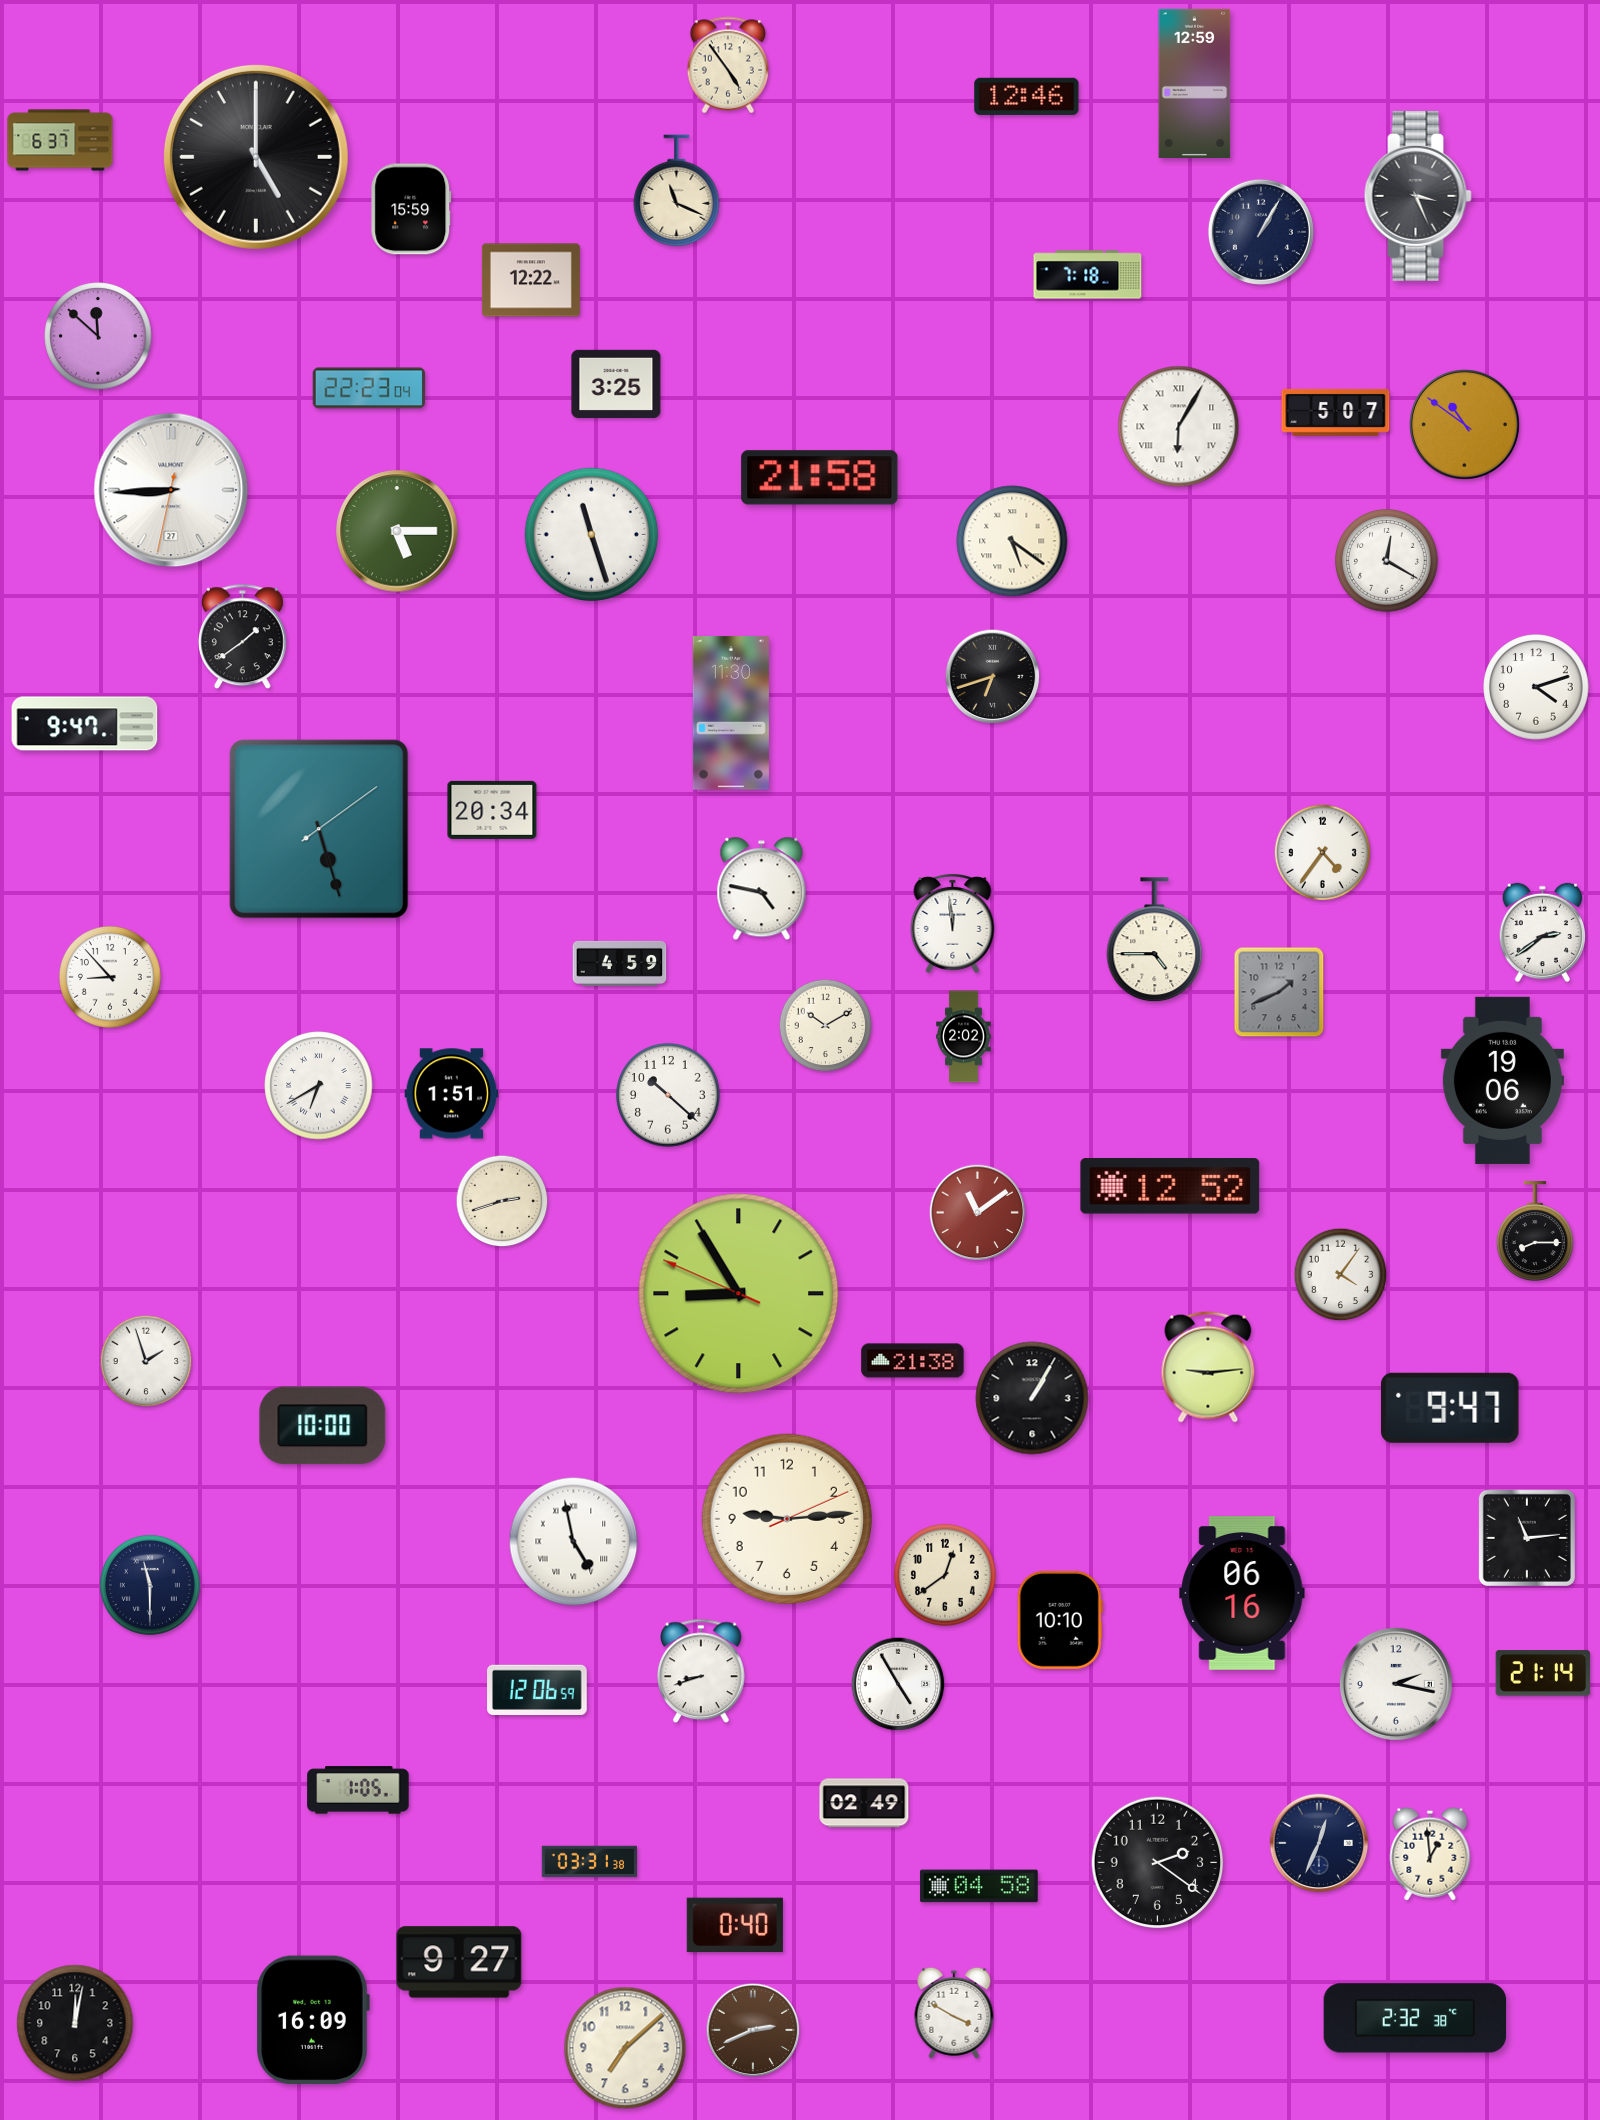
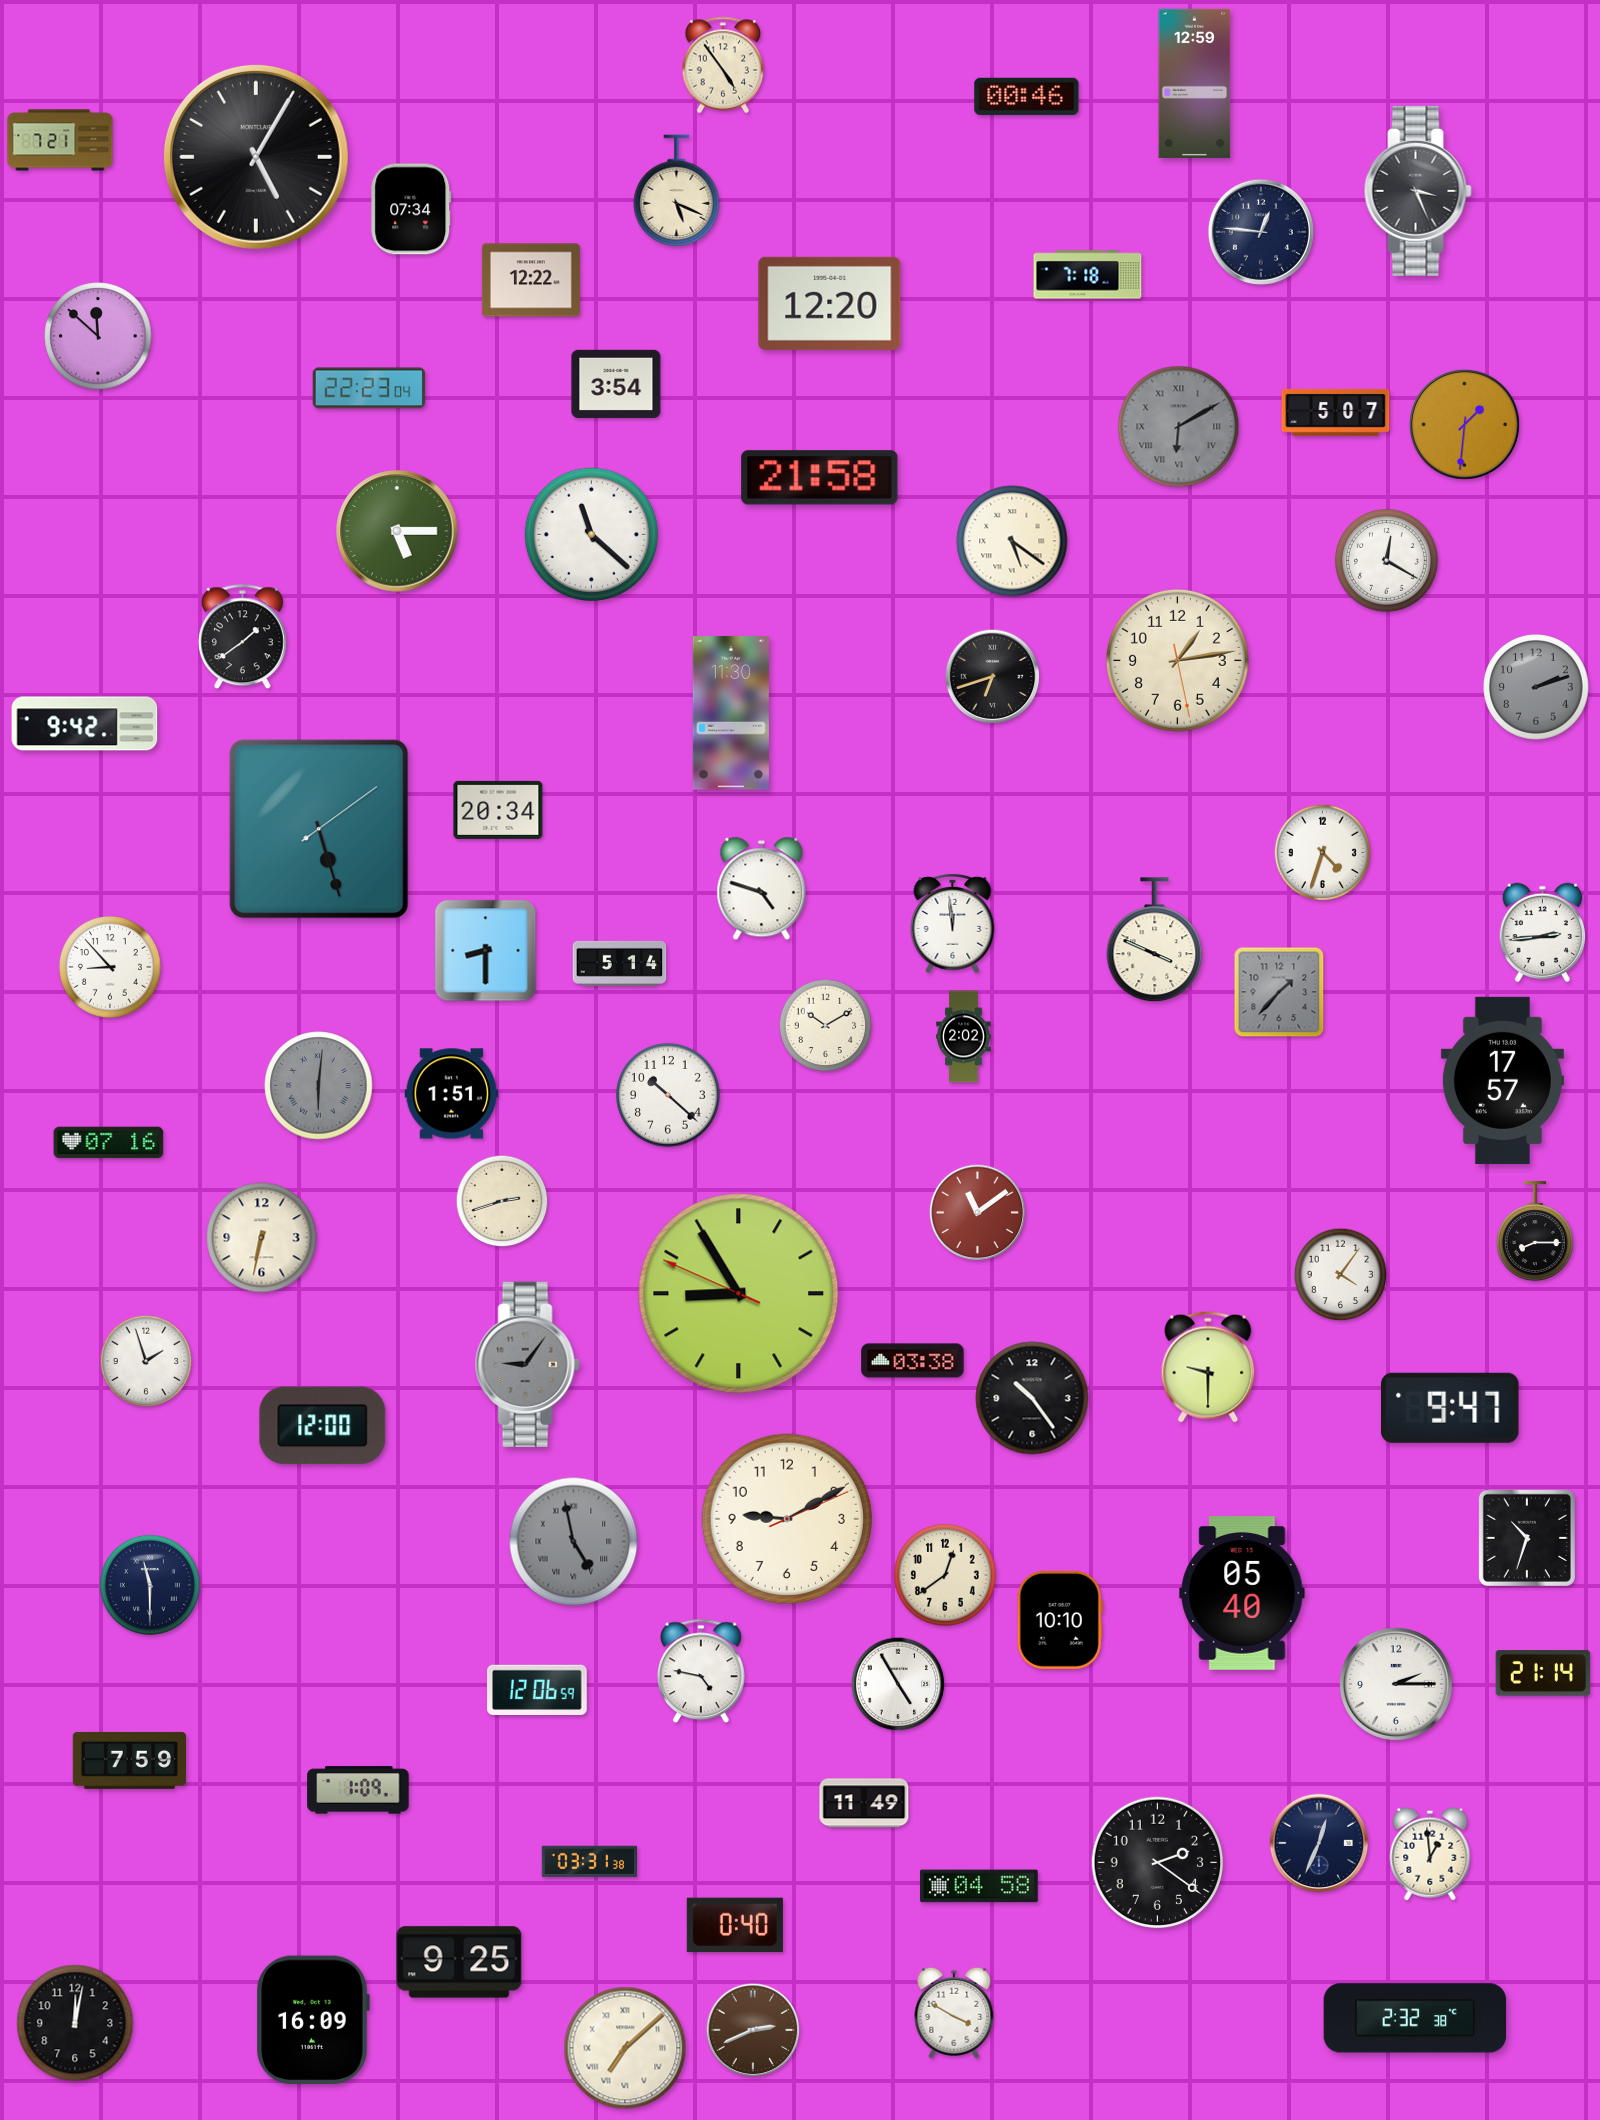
clock at (728, 65) position: (728, 65) -> (723, 65)
clock at (1027, 96): 12:46 -> 00:46
clock at (60, 140): 6:37 -> 7:21
clock at (256, 157): 5:00 -> 5:05
clock at (677, 190): 11:19 -> 5:19
clock at (1418, 196) position: (1418, 196) -> (1418, 191)
clock at (411, 209): 15:59 -> 07:34
clock at (1261, 232): 1:05 -> 12:46
clock at (830, 303): none -> 12:20
clock at (616, 384): 3:25 -> 3:54
clock at (1464, 424): 10:51 -> 1:31
clock at (1179, 427): 6:05 -> 6:10
clock at (1179, 427) dial: white -> grey
clock at (171, 490): 8:44 -> none
clock at (591, 534): 11:27 -> 11:22
clock at (1177, 660): none -> 1:13
clock at (1536, 687): 4:12 -> 2:12
clock at (1536, 687) dial: white -> grey
clock at (85, 724): 9:47 -> 9:42
clock at (492, 810) position: (492, 810) -> (498, 810)
clock at (1322, 852): 4:36 -> 4:33
clock at (762, 889): 4:47 -> 4:48
clock at (1543, 933): 2:39 -> 2:44
clock at (1155, 940): 4:45 -> 3:49
clock at (486, 951): none -> 8:30
clock at (620, 963): 4:59 -> 5:14
clock at (110, 977) position: (110, 977) -> (110, 967)
clock at (1279, 992): 1:41 -> 1:37
clock at (1502, 1080): 19:06 -> 17:57
clock at (319, 1086): 6:40 -> 6:01
clock at (319, 1086) dial: white -> grey
clock at (109, 1143): none -> 07:16
clock at (1170, 1186): 12:52 -> none
clock at (262, 1238): none -> 6:32
clock at (913, 1361): 21:38 -> 03:38
clock at (527, 1364): none -> 9:06
clock at (1208, 1367): 9:14 -> 9:30
clock at (1032, 1398): 1:05 -> 10:24
clock at (323, 1426): 10:00 -> 12:00
clock at (786, 1518): 9:14 -> 9:10
clock at (1527, 1538): 11:14 -> 10:33
clock at (574, 1542) dial: white -> grey
clock at (1242, 1593): 06:16 -> 05:40
clock at (702, 1671): 8:42 -> 4:47
clock at (1396, 1684): 2:17 -> 2:15
clock at (129, 1760): none -> 7:59
clock at (358, 1790): 1:05 -> 1:09
clock at (864, 1803): 02:49 -> 11:49
clock at (459, 1962): 9:27 -> 9:25
clock at (625, 2048) numerals: Arabic -> Roman
